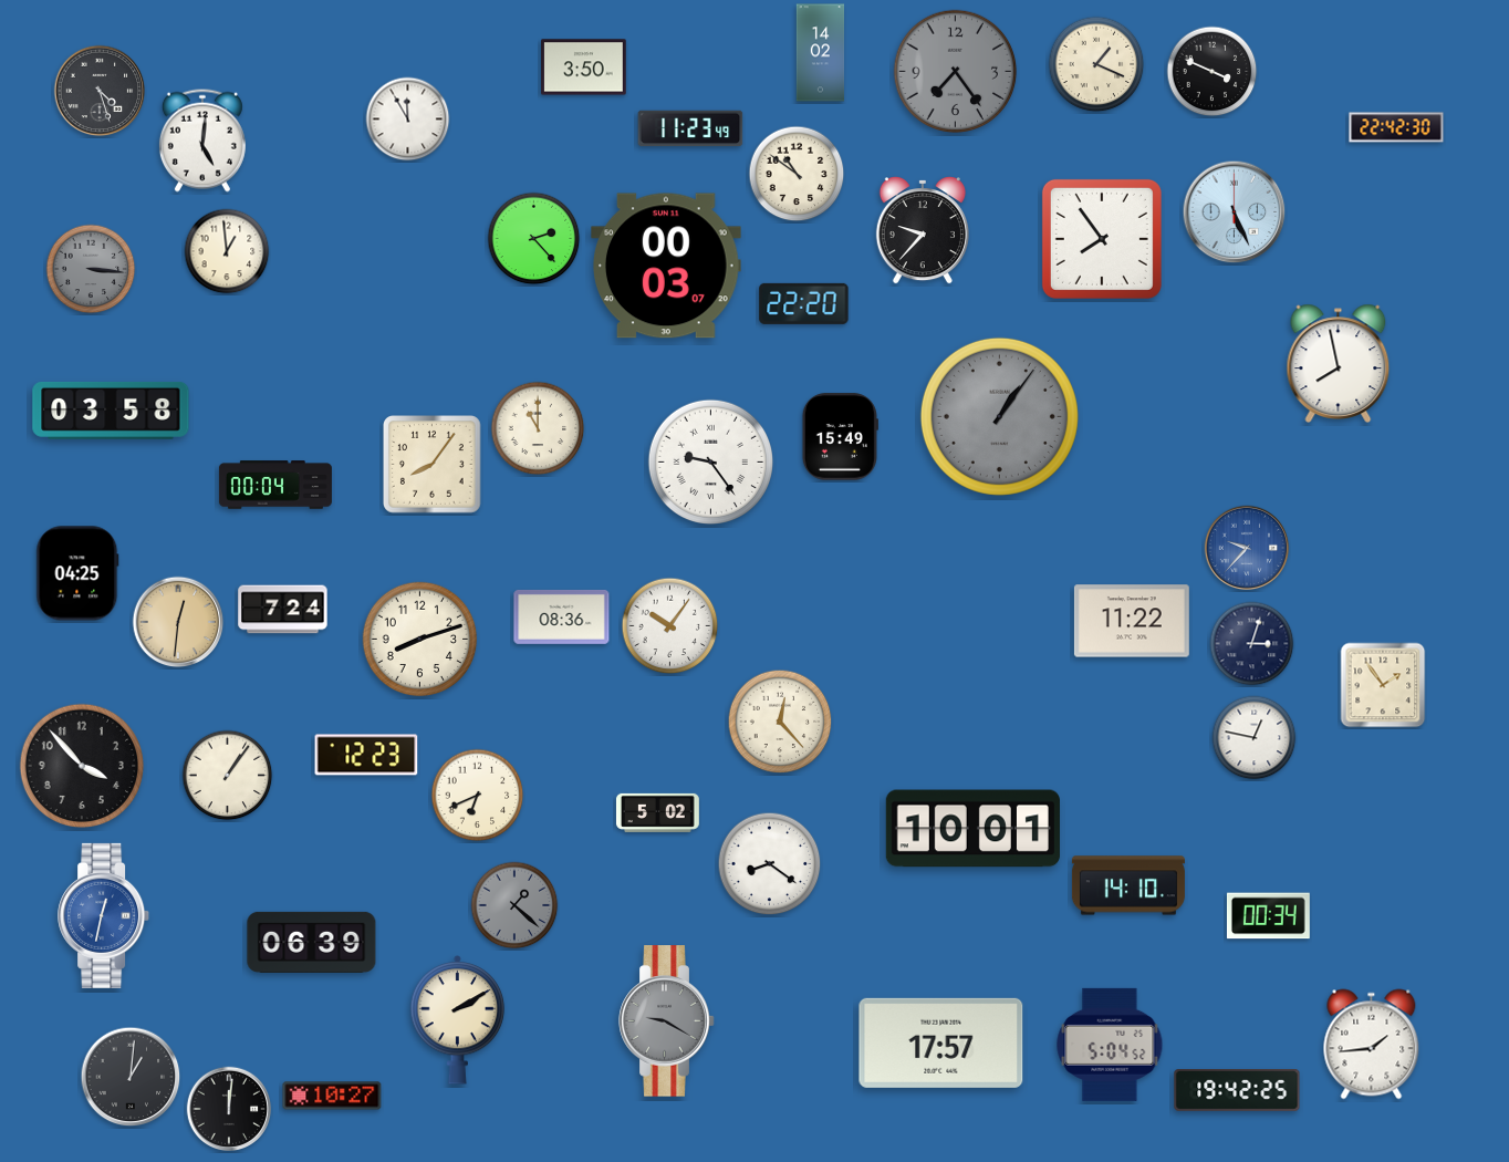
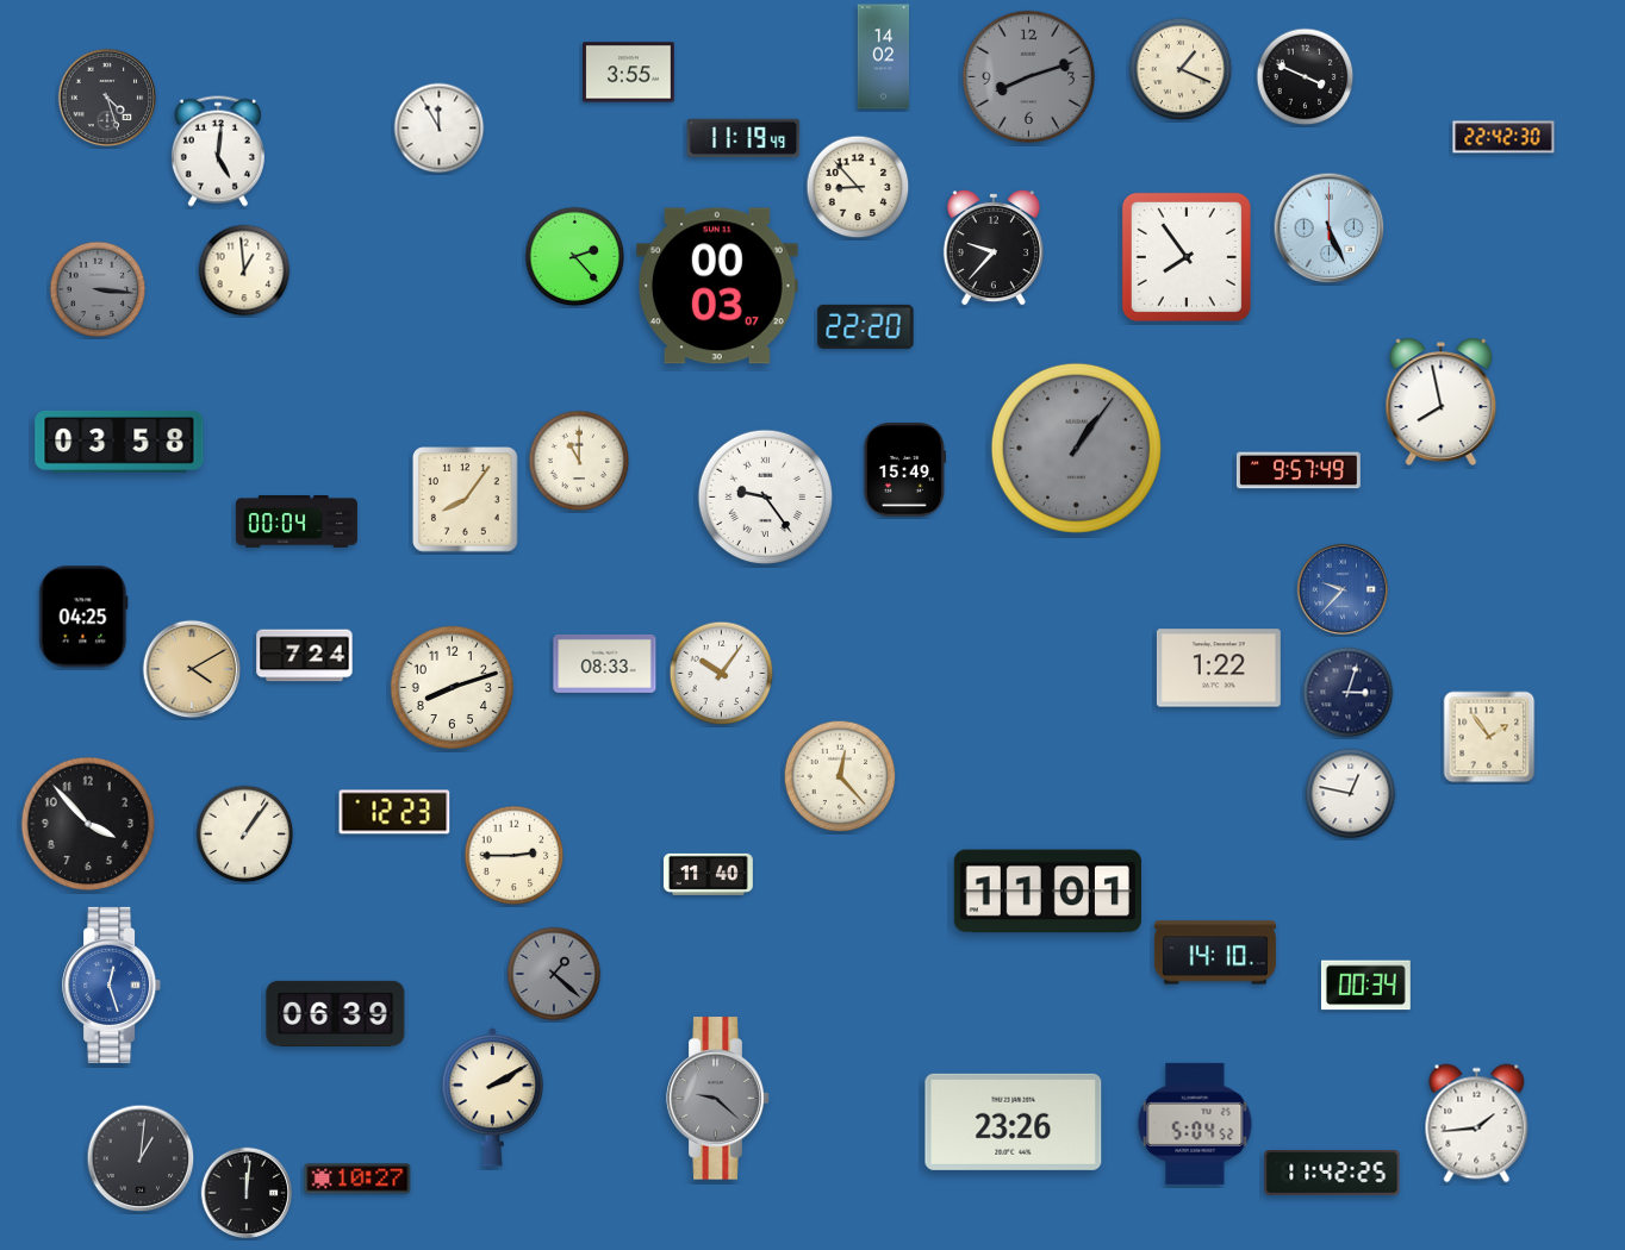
clock at (584, 68): 3:50 -> 3:55
clock at (956, 72): 7:24 -> 8:12
clock at (690, 128): 11:23 -> 11:19
clock at (797, 174): 10:51 -> 8:53
clock at (1339, 363) position: (1339, 363) -> (1442, 401)
clock at (1299, 470): none -> 9:57
clock at (562, 616): 08:36 -> 08:33
clock at (1132, 621): 11:22 -> 1:22
clock at (178, 622): 12:31 -> 4:10
clock at (478, 796): 6:41 -> 2:45
clock at (657, 812): 5:02 -> 11:40
clock at (972, 829): 10:01 -> 11:01
clock at (770, 864): 8:21 -> none
clock at (104, 915): 12:32 -> 12:27
clock at (667, 1021): 9:20 -> 9:22
clock at (941, 1042): 17:57 -> 23:26
clock at (1237, 1091): 19:42 -> 11:42
